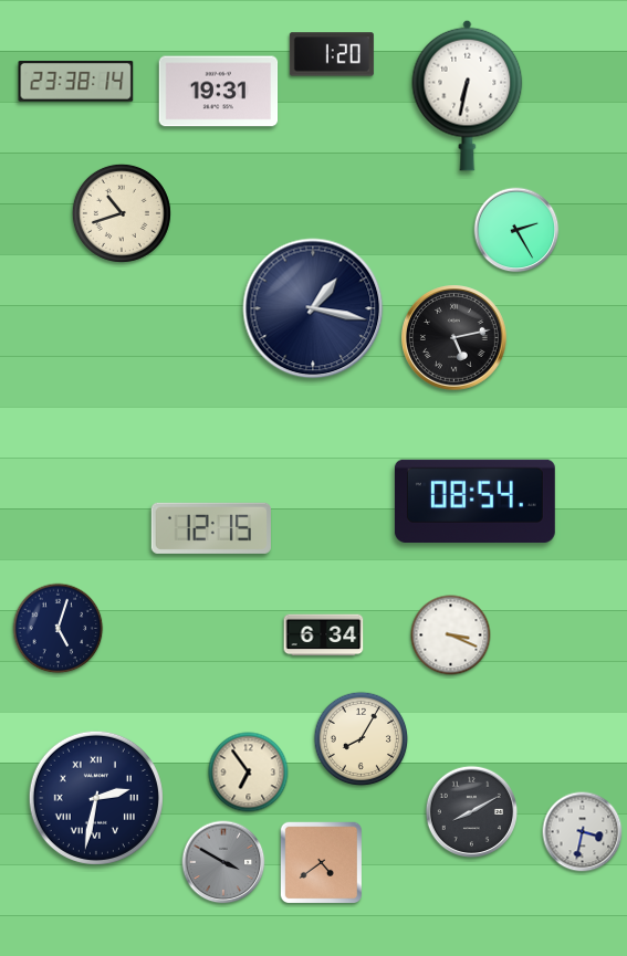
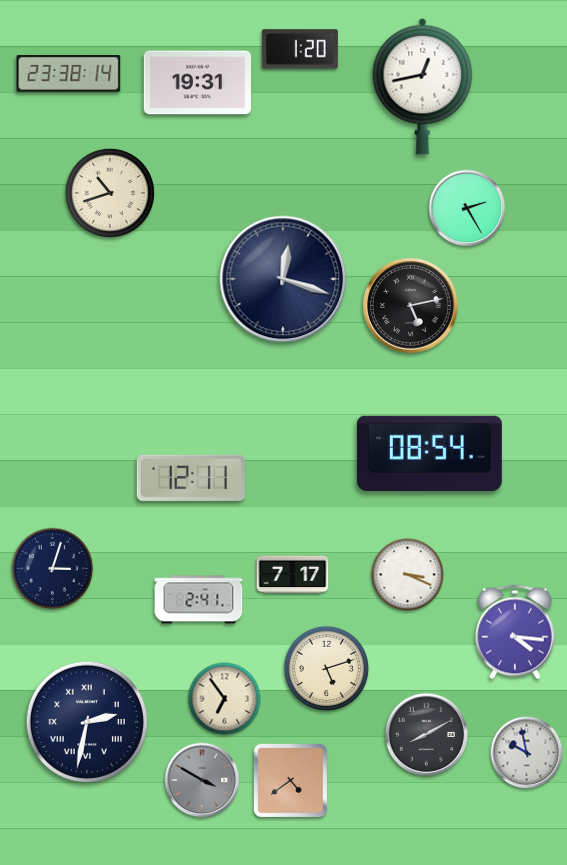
clock at (468, 95): 6:32 -> 12:43
clock at (313, 308): 1:17 -> 12:18
clock at (211, 528): 12:15 -> 12:11
clock at (59, 629): 5:03 -> 3:03
clock at (324, 635): 6:34 -> 7:17
clock at (199, 600): none -> 2:41
clock at (515, 632): none -> 4:16
clock at (362, 739): 8:05 -> 5:12
clock at (583, 832): 3:32 -> 9:58
